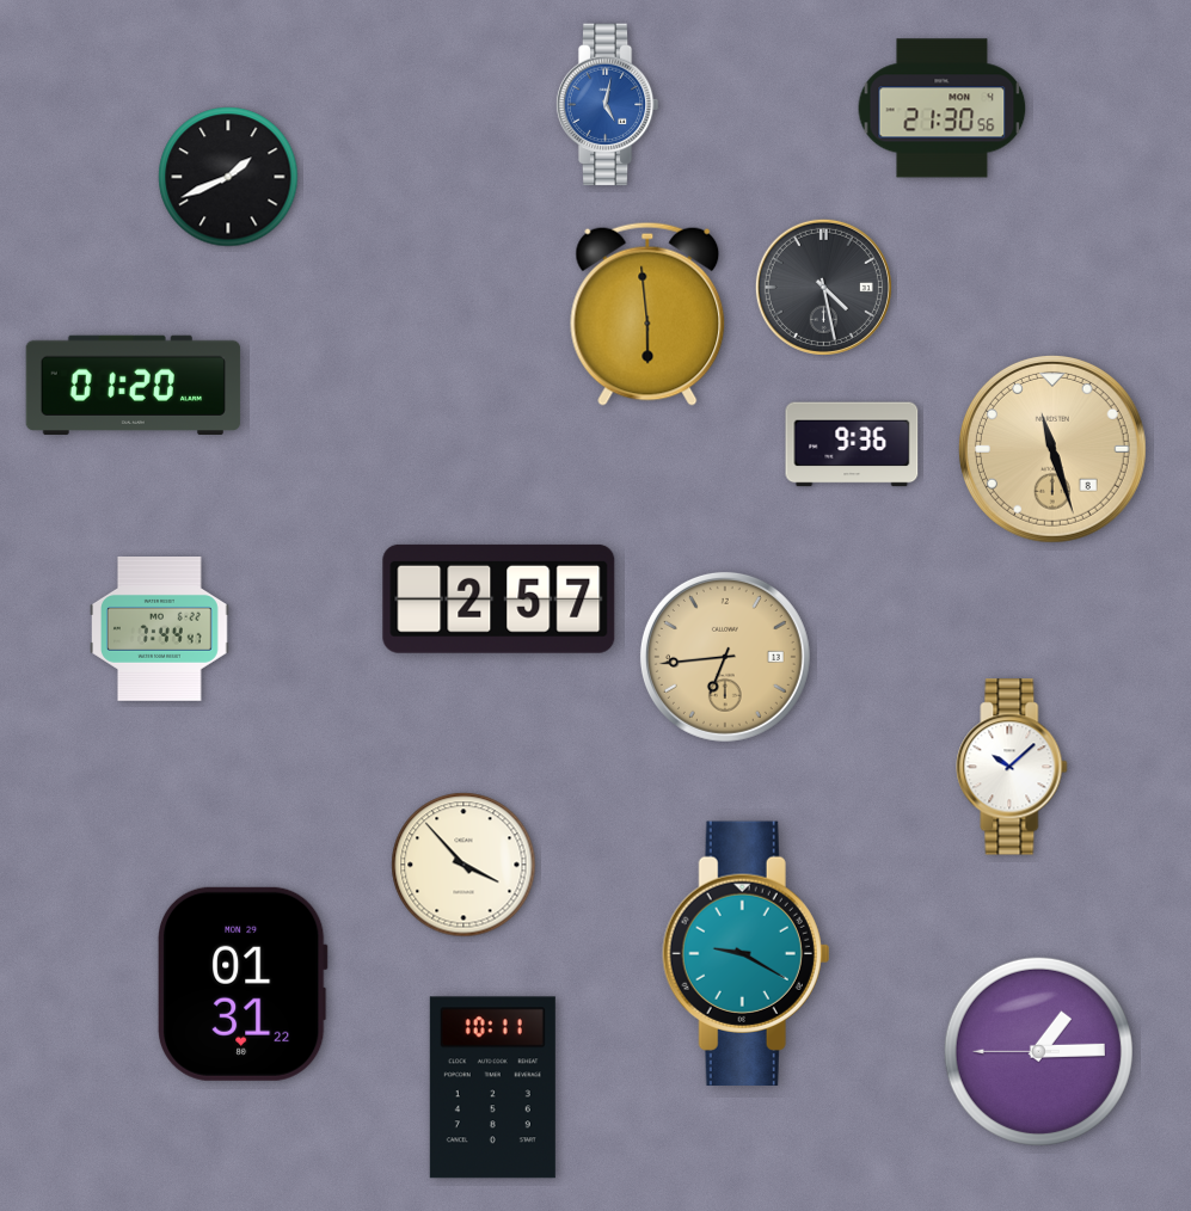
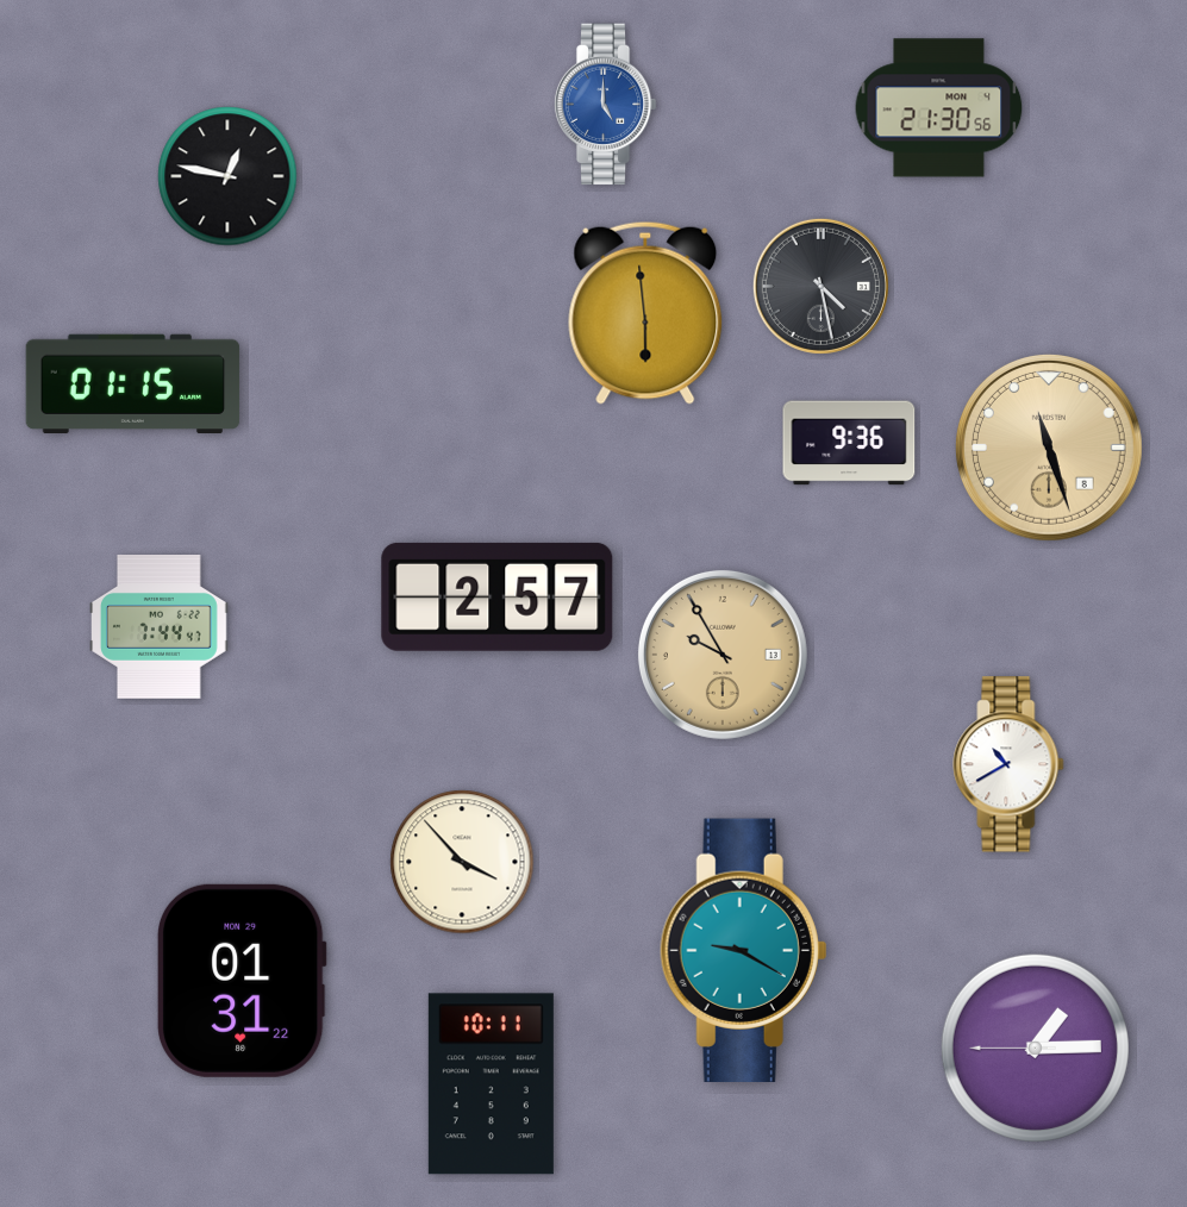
clock at (607, 105): 5:02 -> 5:00
clock at (228, 177): 1:41 -> 12:47
clock at (134, 386): 01:20 -> 01:15
clock at (725, 657): 6:44 -> 9:55
clock at (1012, 767): 10:08 -> 10:40
